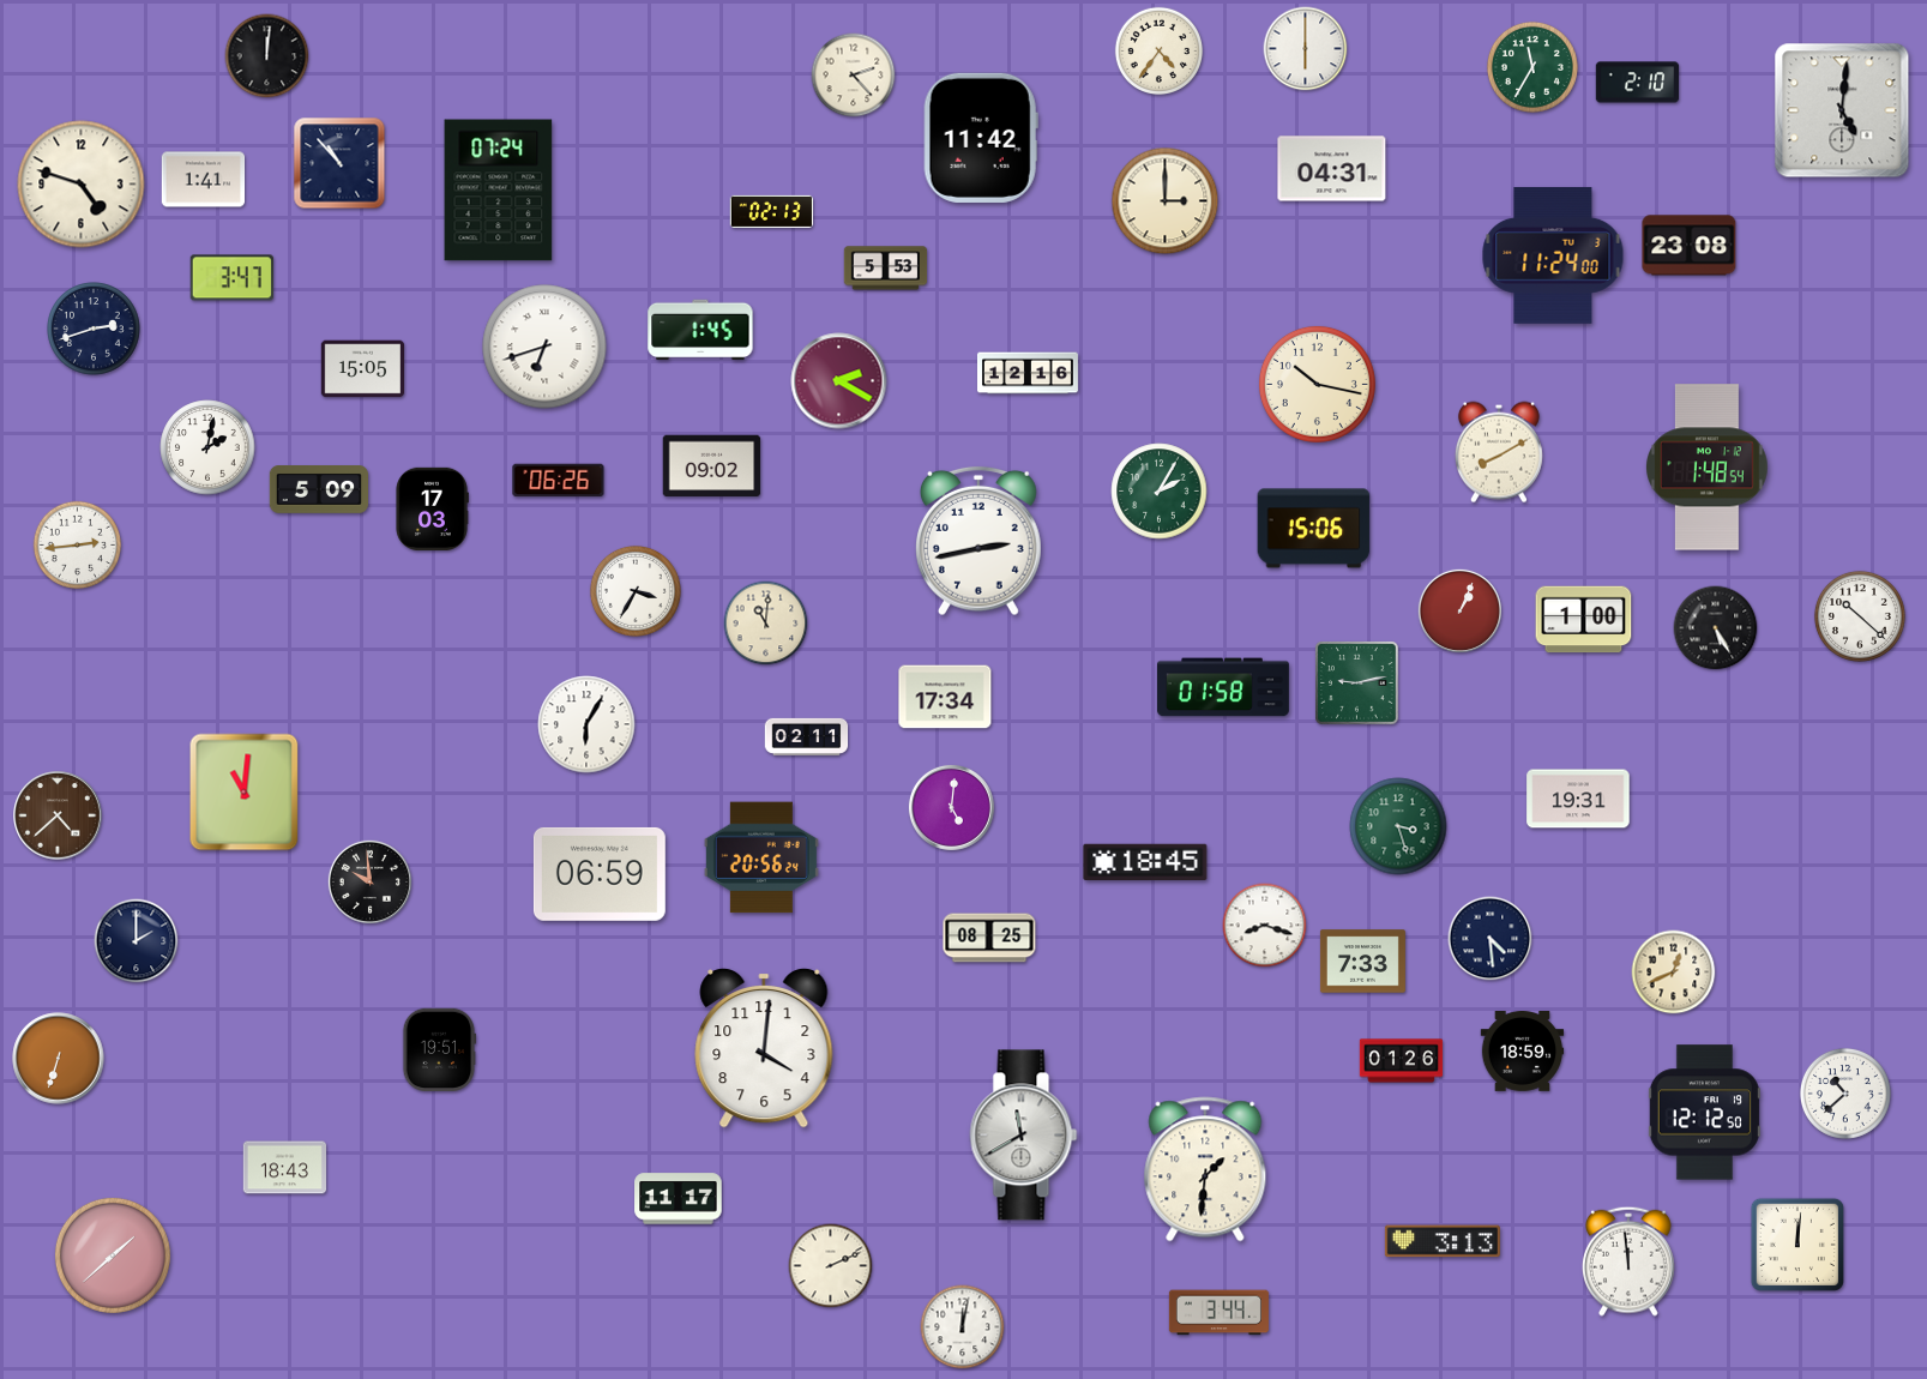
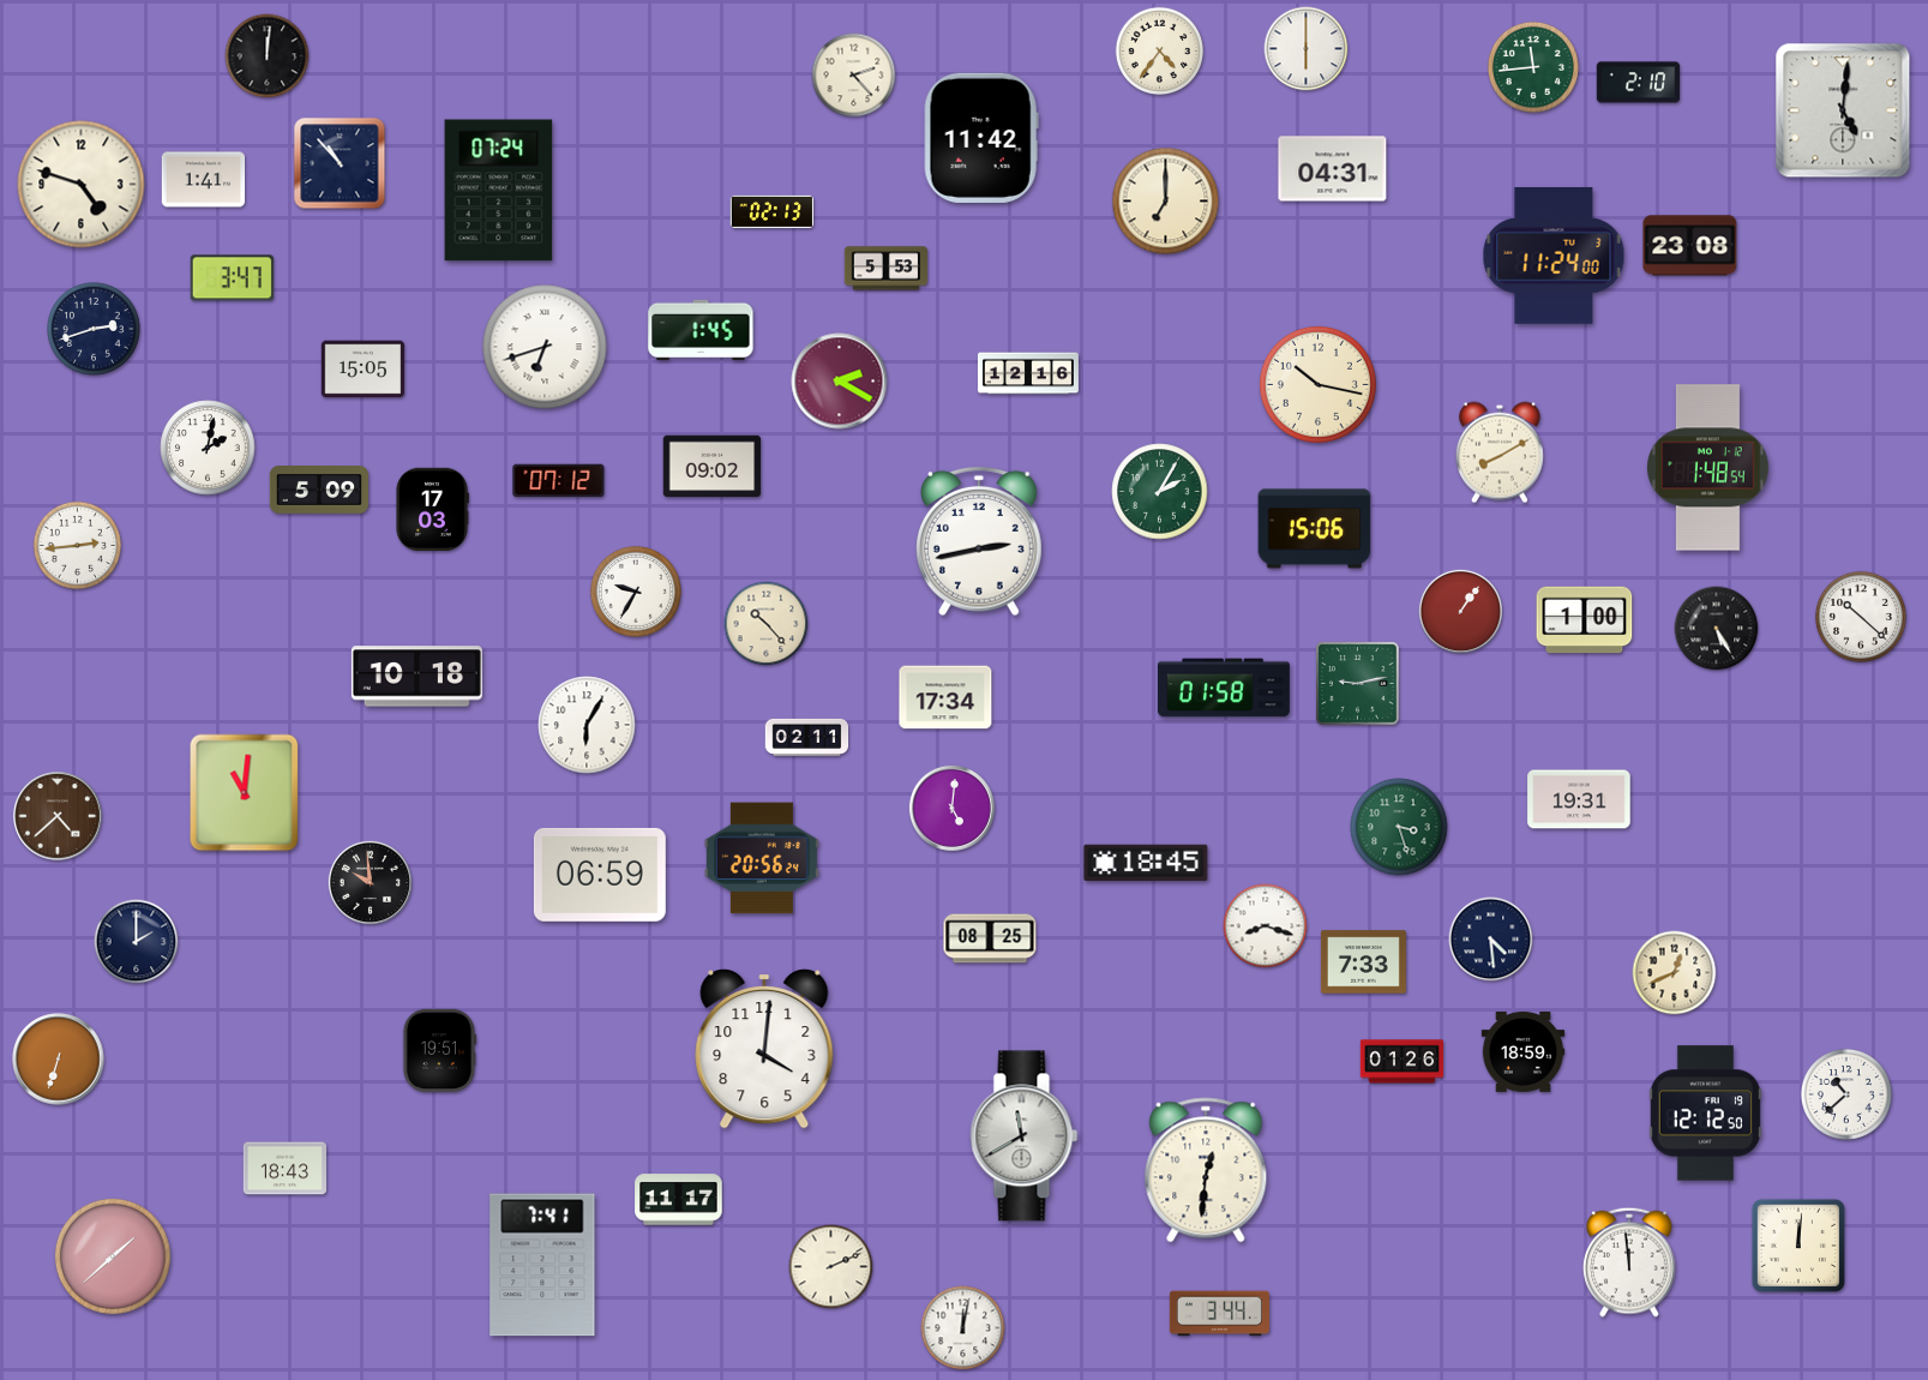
clock at (1532, 67): 11:35 -> 11:44
clock at (1166, 201): 3:00 -> 7:00
clock at (559, 481): 06:26 -> 07:12
clock at (636, 591): 3:35 -> 9:35
clock at (1459, 610): 1:04 -> 1:06
clock at (766, 624): 11:01 -> 10:23
clock at (416, 677): none -> 10:18
clock at (1205, 1169): 1:31 -> 12:31
clock at (1443, 1241): 3:13 -> none
clock at (542, 1265): none -> 7:41
